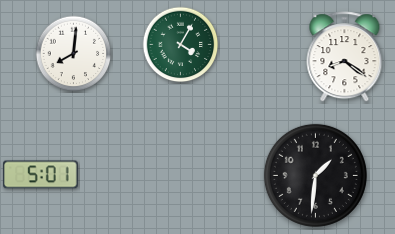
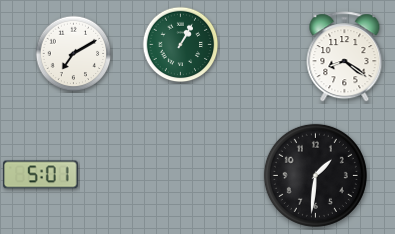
clock at (181, 45): 4:05 -> 1:05
clock at (74, 54): 8:01 -> 7:10
